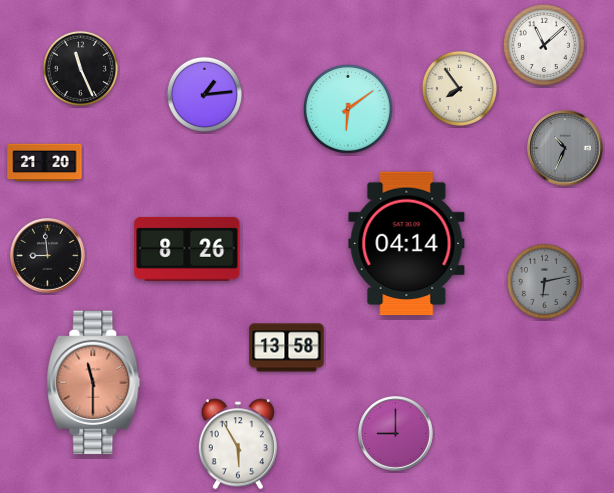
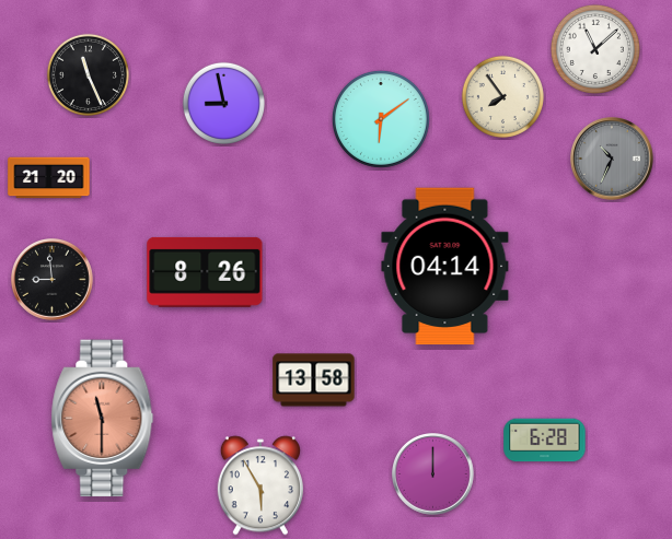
clock at (204, 94): 1:14 -> 8:58
clock at (566, 149) position: (566, 149) -> (613, 160)
clock at (544, 281): 6:13 -> none
clock at (545, 441): none -> 6:28
clock at (396, 434): 9:00 -> 12:00
